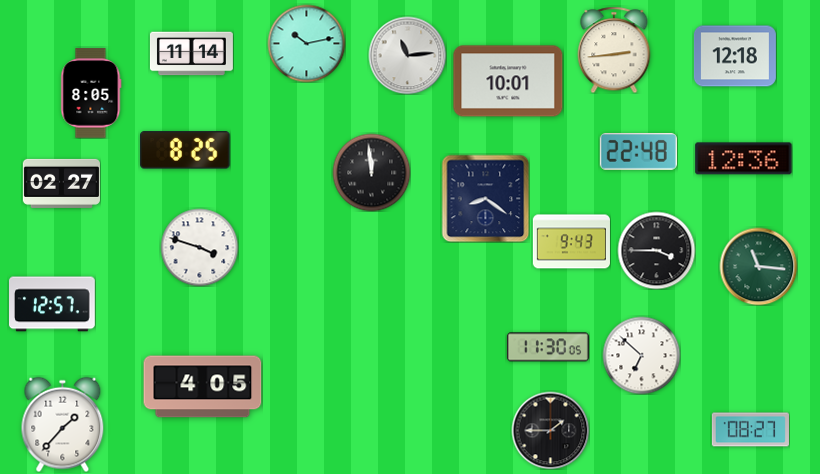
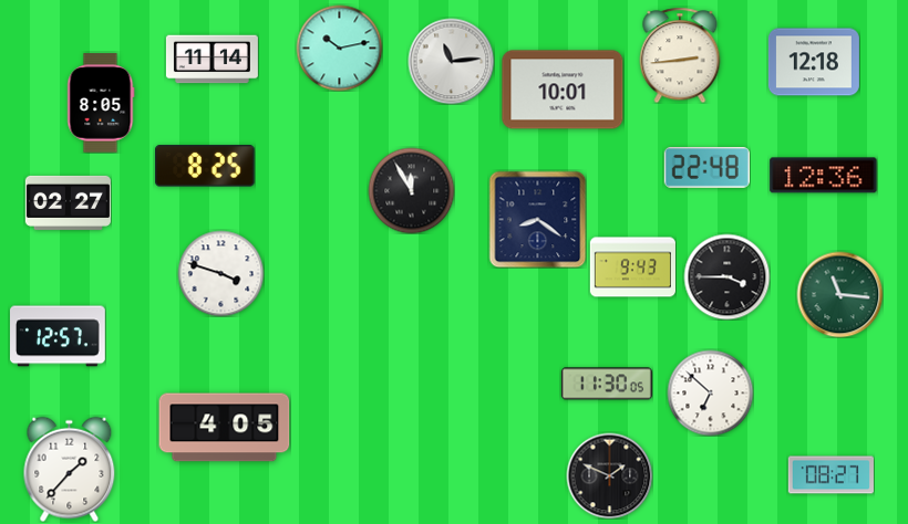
clock at (371, 172): 11:59 -> 11:55
clock at (550, 430): 1:45 -> 1:49
